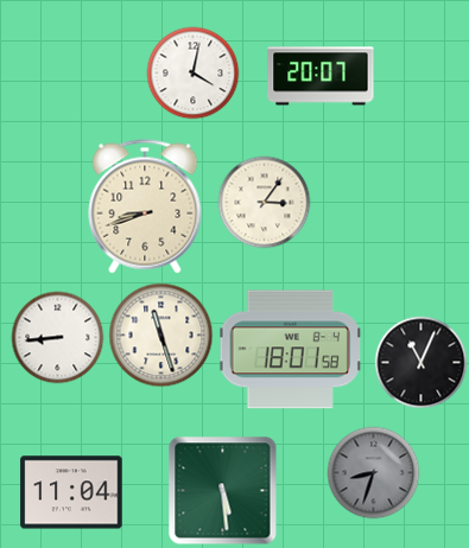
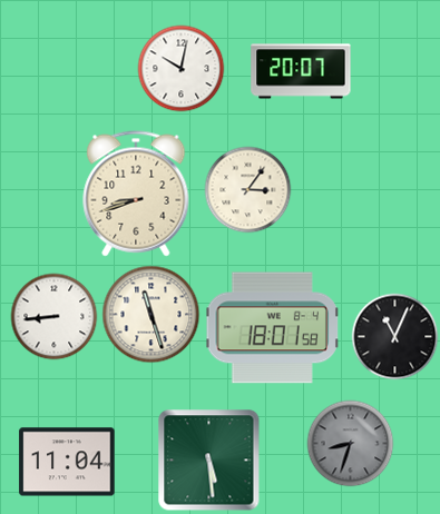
clock at (192, 72): 4:02 -> 10:02
clock at (420, 362) position: (420, 362) -> (394, 336)
